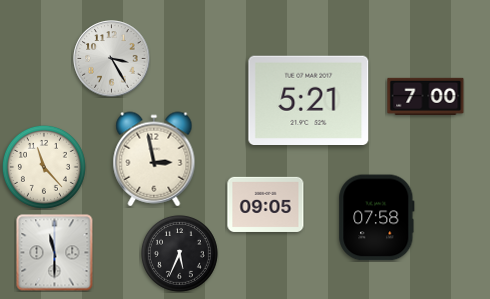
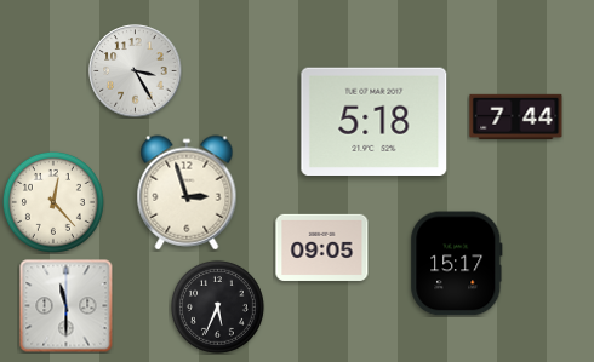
clock at (426, 96): 7:00 -> 7:44
clock at (309, 100): 5:21 -> 5:18
clock at (154, 159): 2:58 -> 2:57
clock at (44, 167): 11:23 -> 12:23
clock at (377, 218): 07:58 -> 15:17
